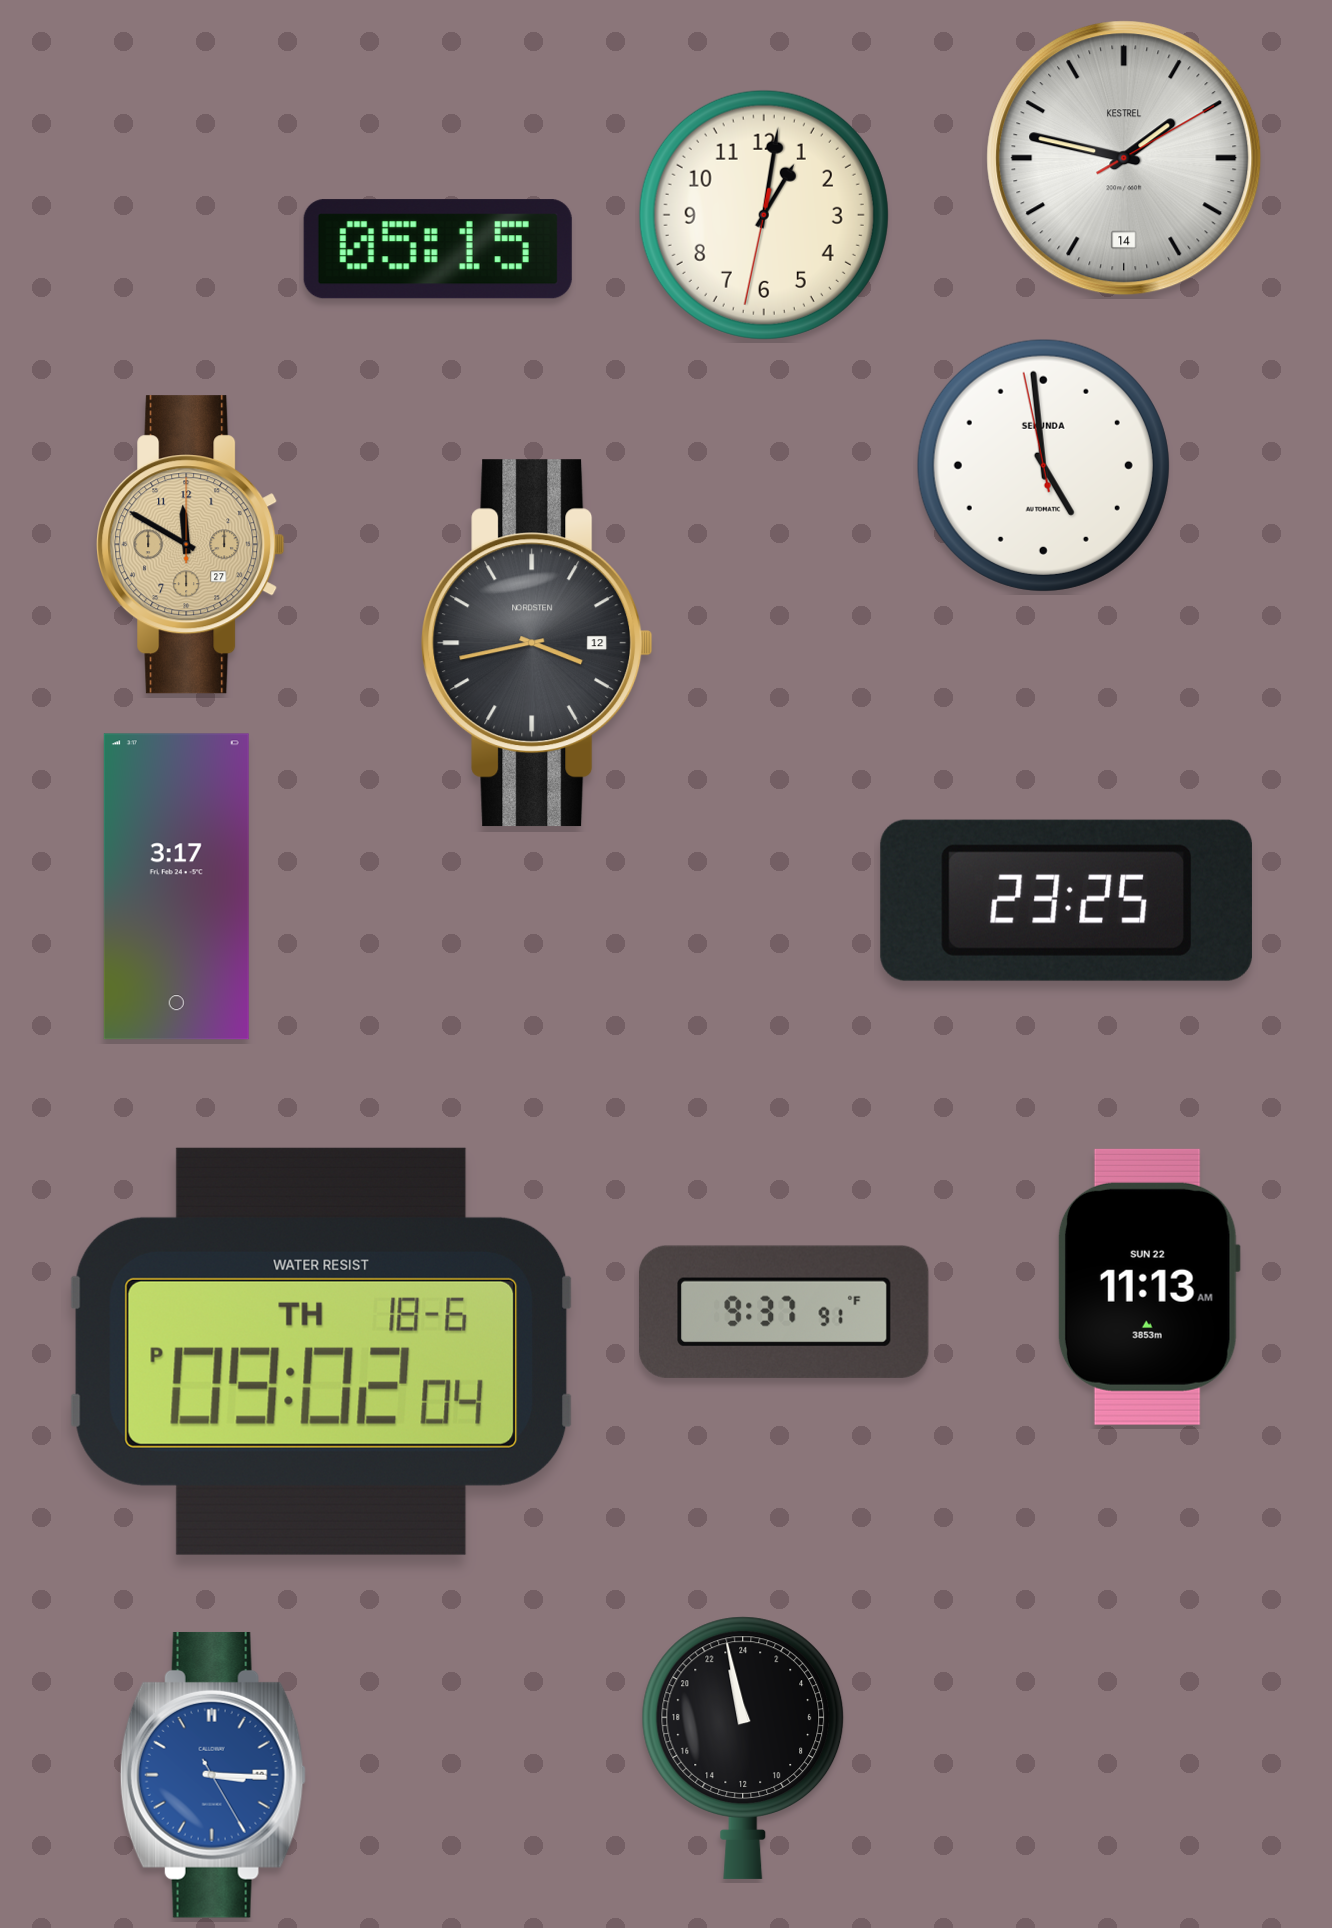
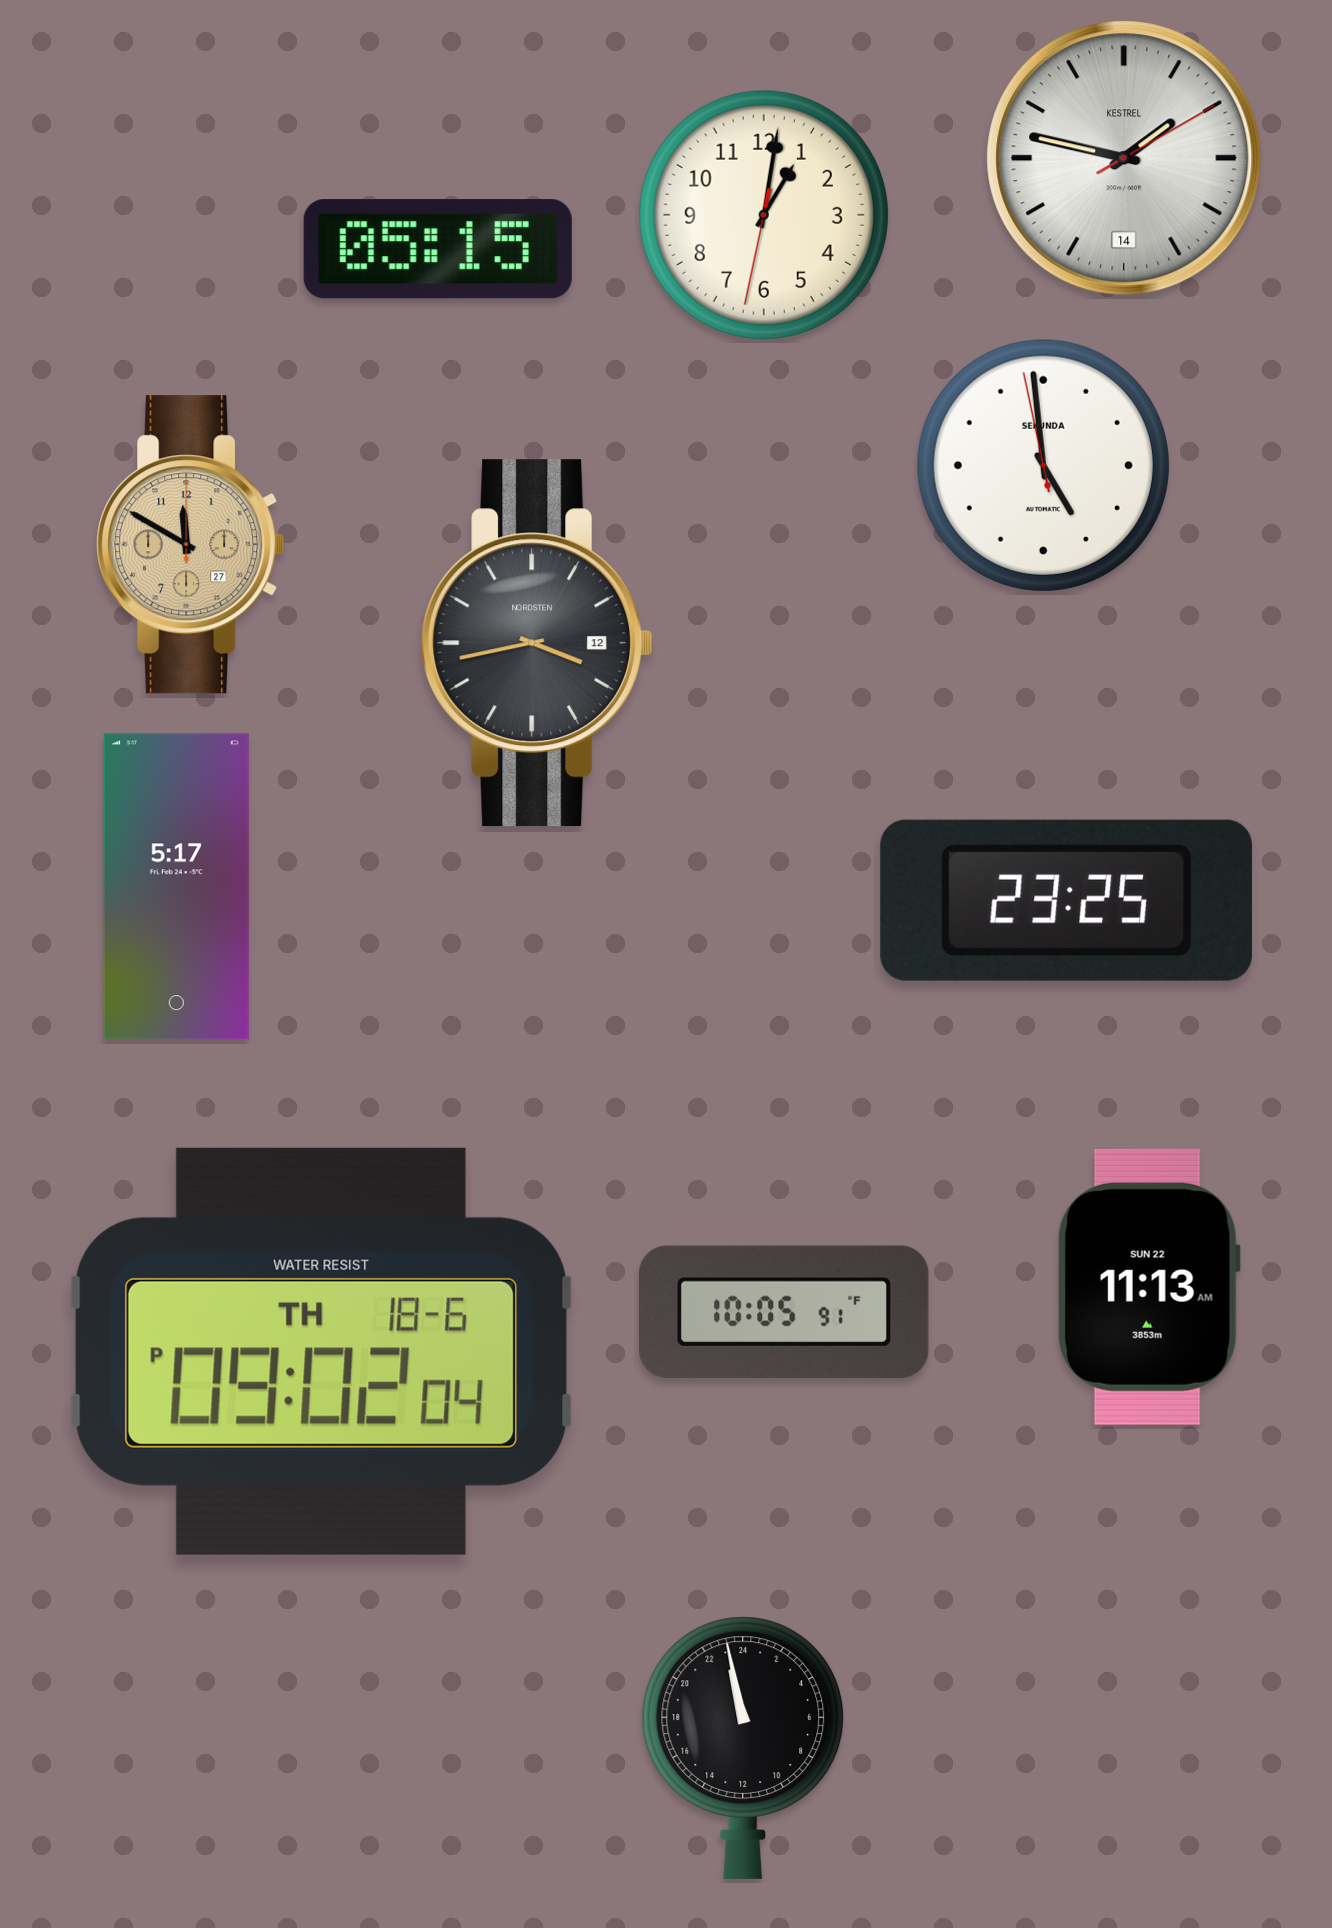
clock at (176, 887): 3:17 -> 5:17
clock at (785, 1312): 9:37 -> 10:05
clock at (213, 1775): 3:15 -> none
